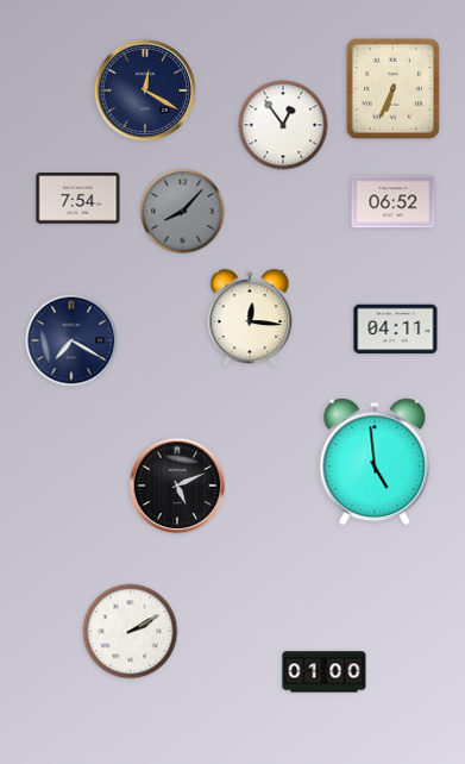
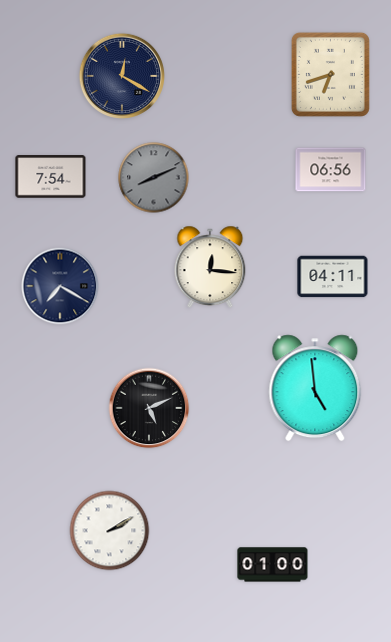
clock at (392, 88): 6:34 -> 6:42
clock at (283, 125): 12:54 -> none
clock at (78, 199) position: (78, 199) -> (51, 177)
clock at (394, 202): 06:52 -> 06:56
clock at (183, 212): 8:07 -> 8:11
